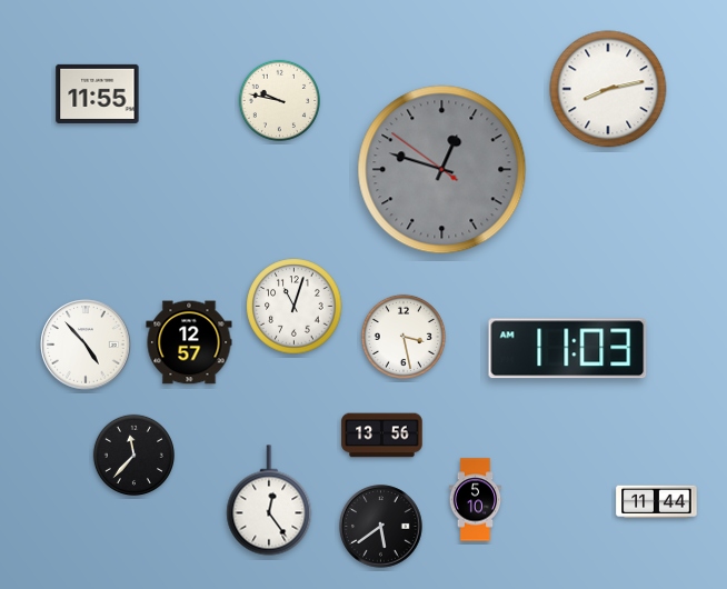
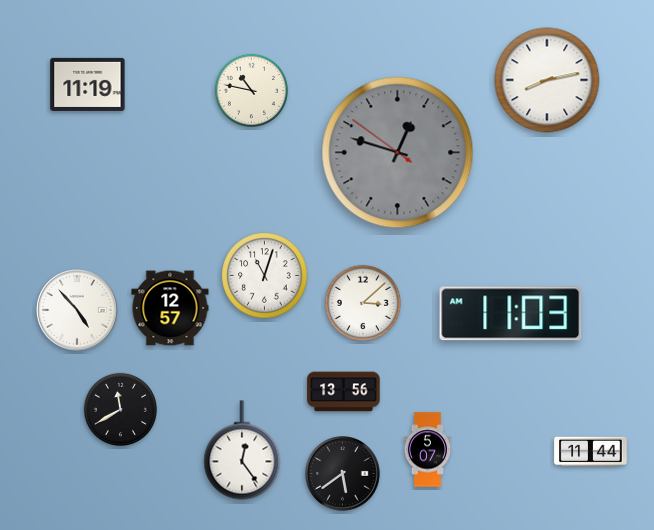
clock at (98, 93): 11:55 -> 11:19
clock at (279, 100): 9:47 -> 10:47
clock at (404, 337): 3:28 -> 3:08
clock at (133, 455): 11:37 -> 11:40
clock at (476, 500): 5:10 -> 5:07
